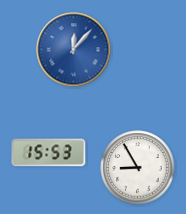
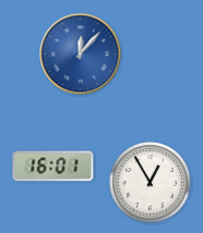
clock at (49, 153): 15:53 -> 16:01
clock at (138, 168): 8:55 -> 12:55
